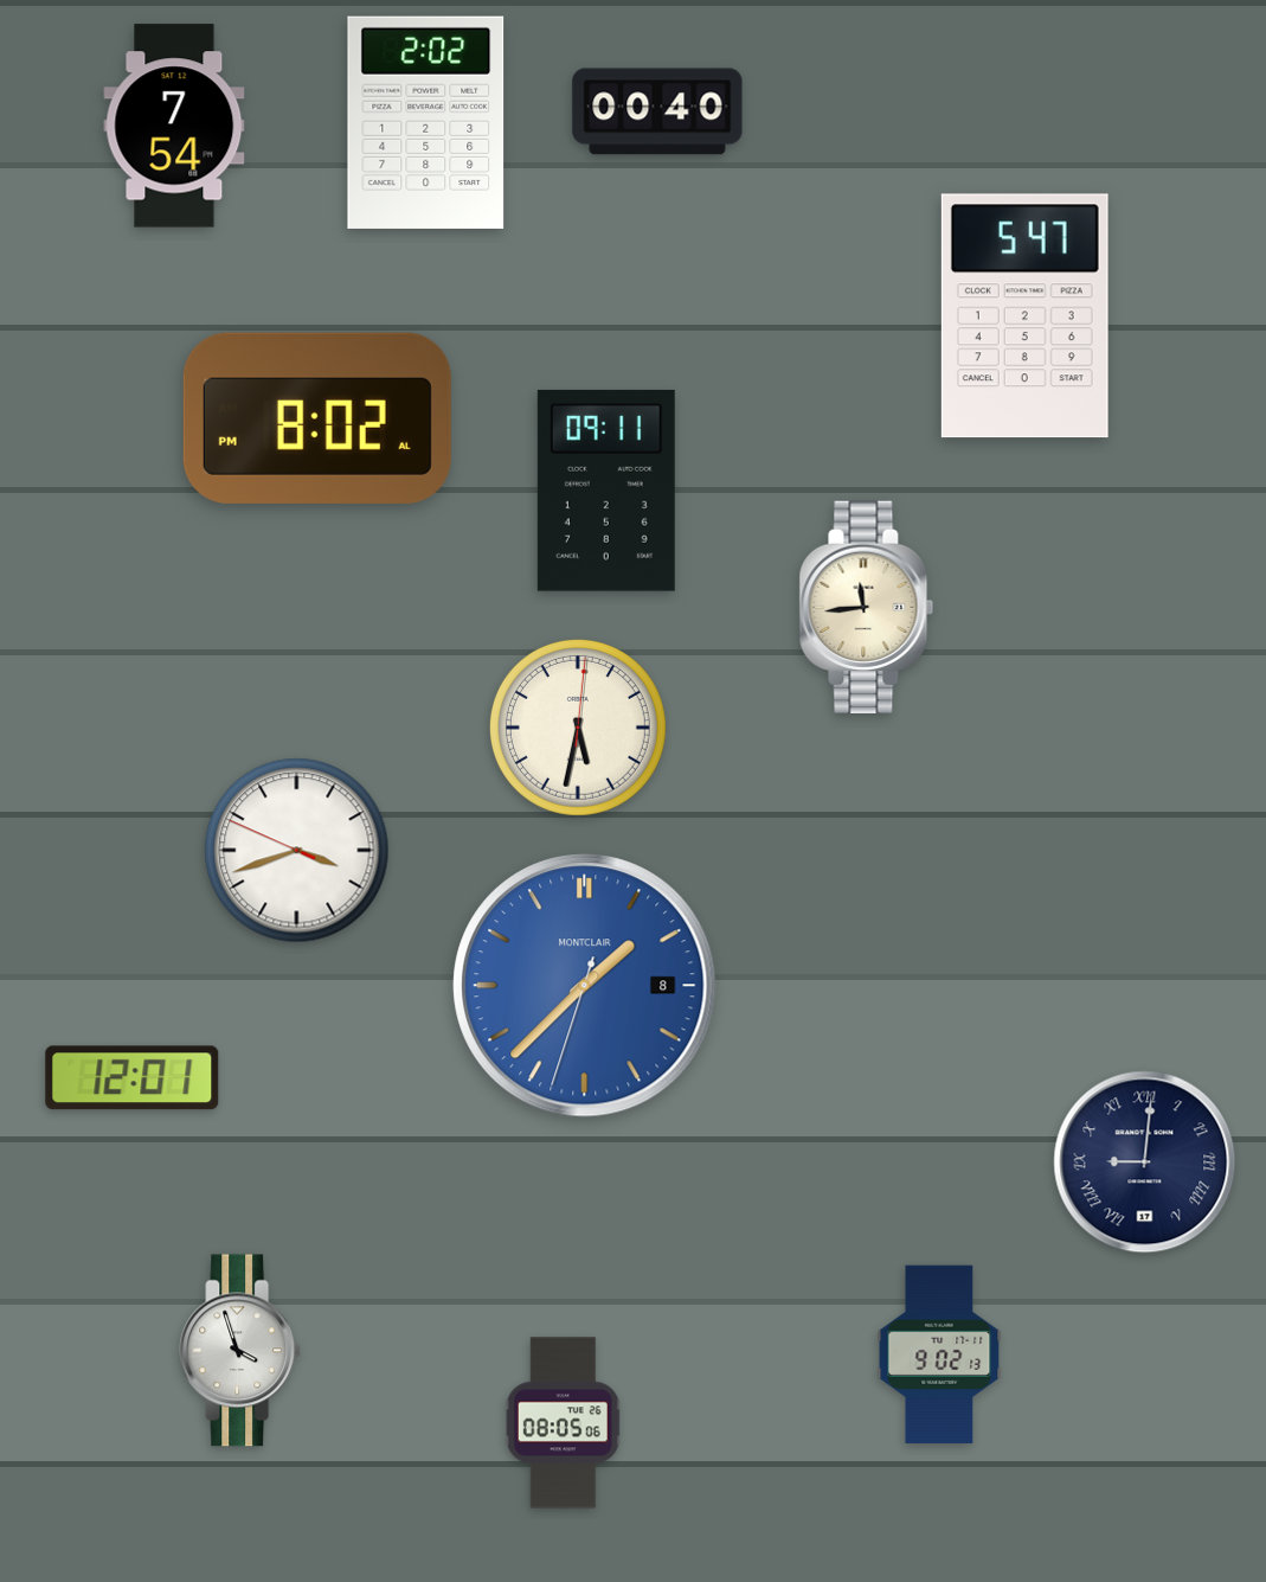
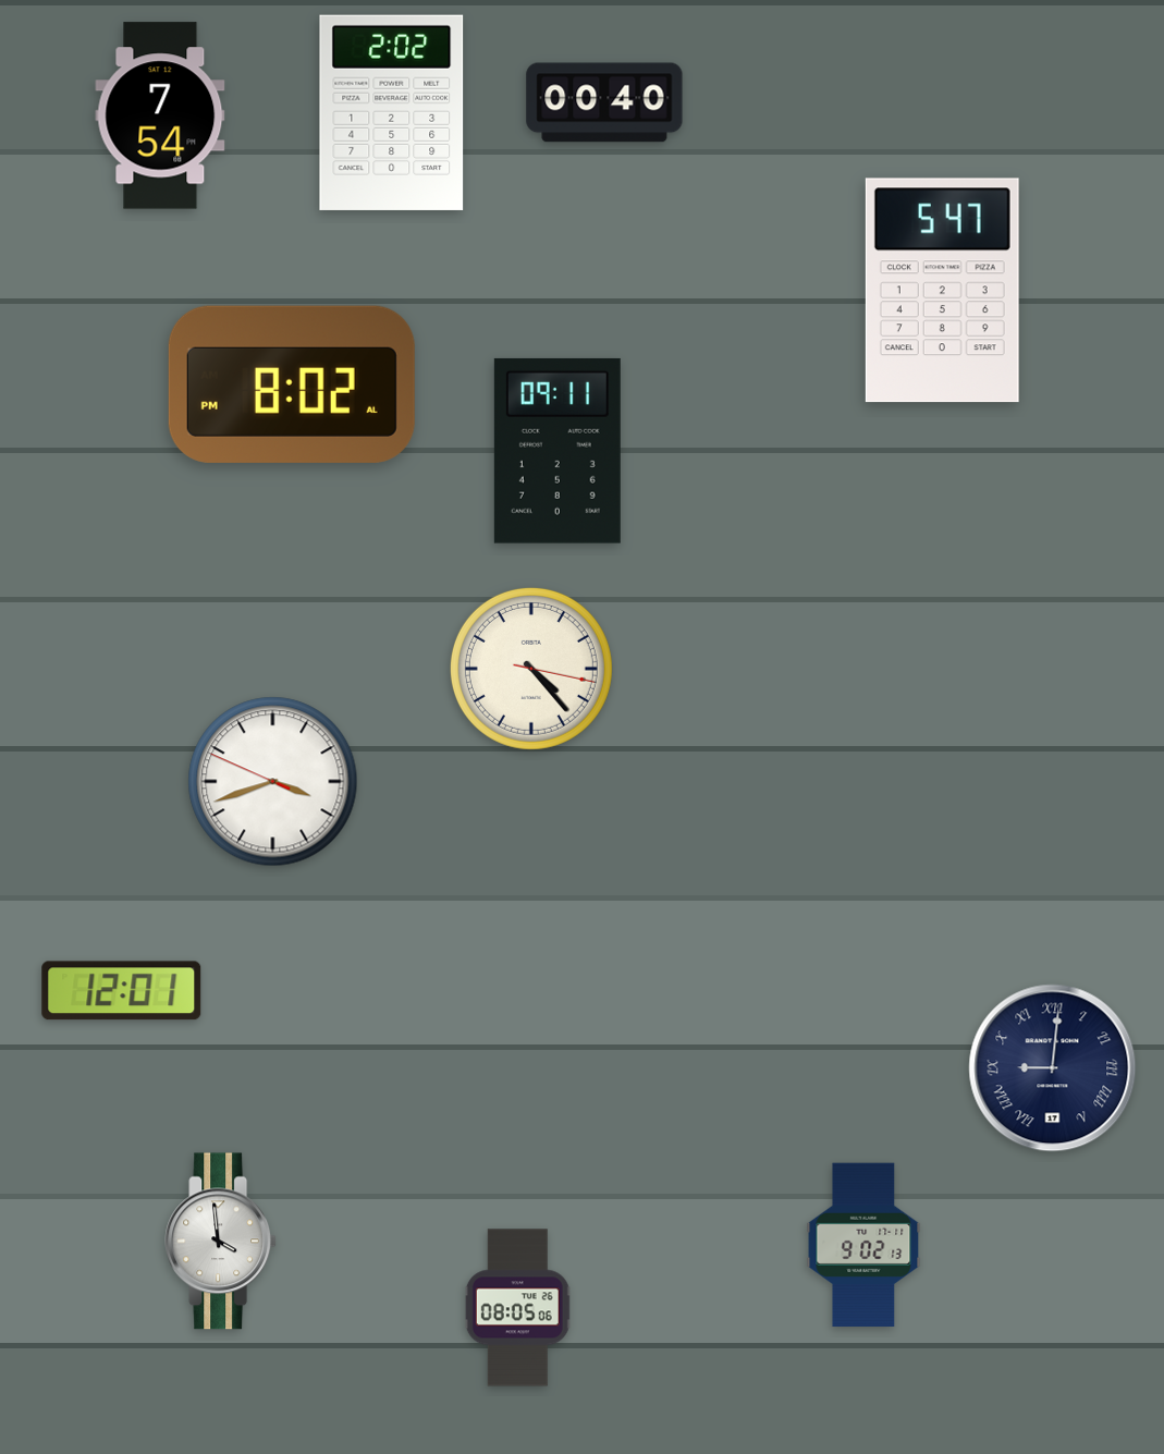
clock at (867, 607): 11:44 -> none
clock at (578, 728): 5:32 -> 4:23
clock at (585, 986): 1:37 -> none
clock at (240, 1351): 3:57 -> 3:59
